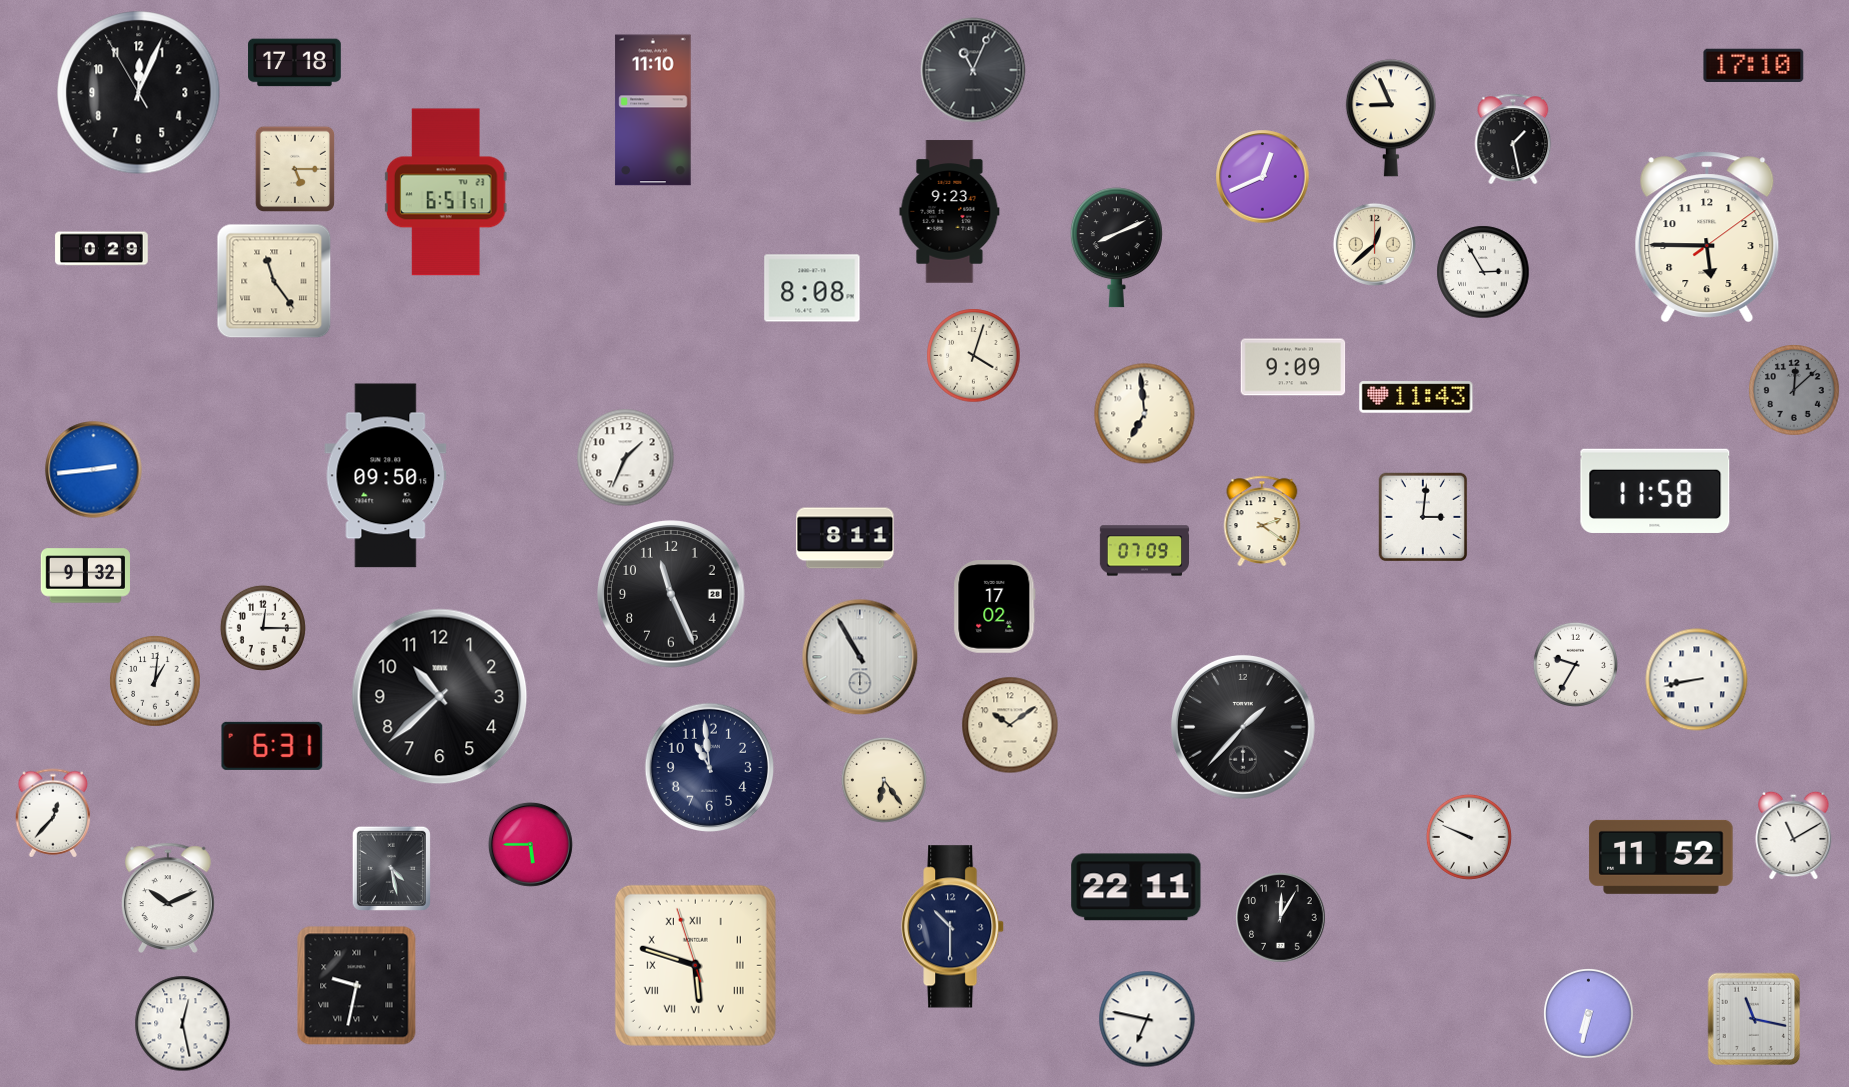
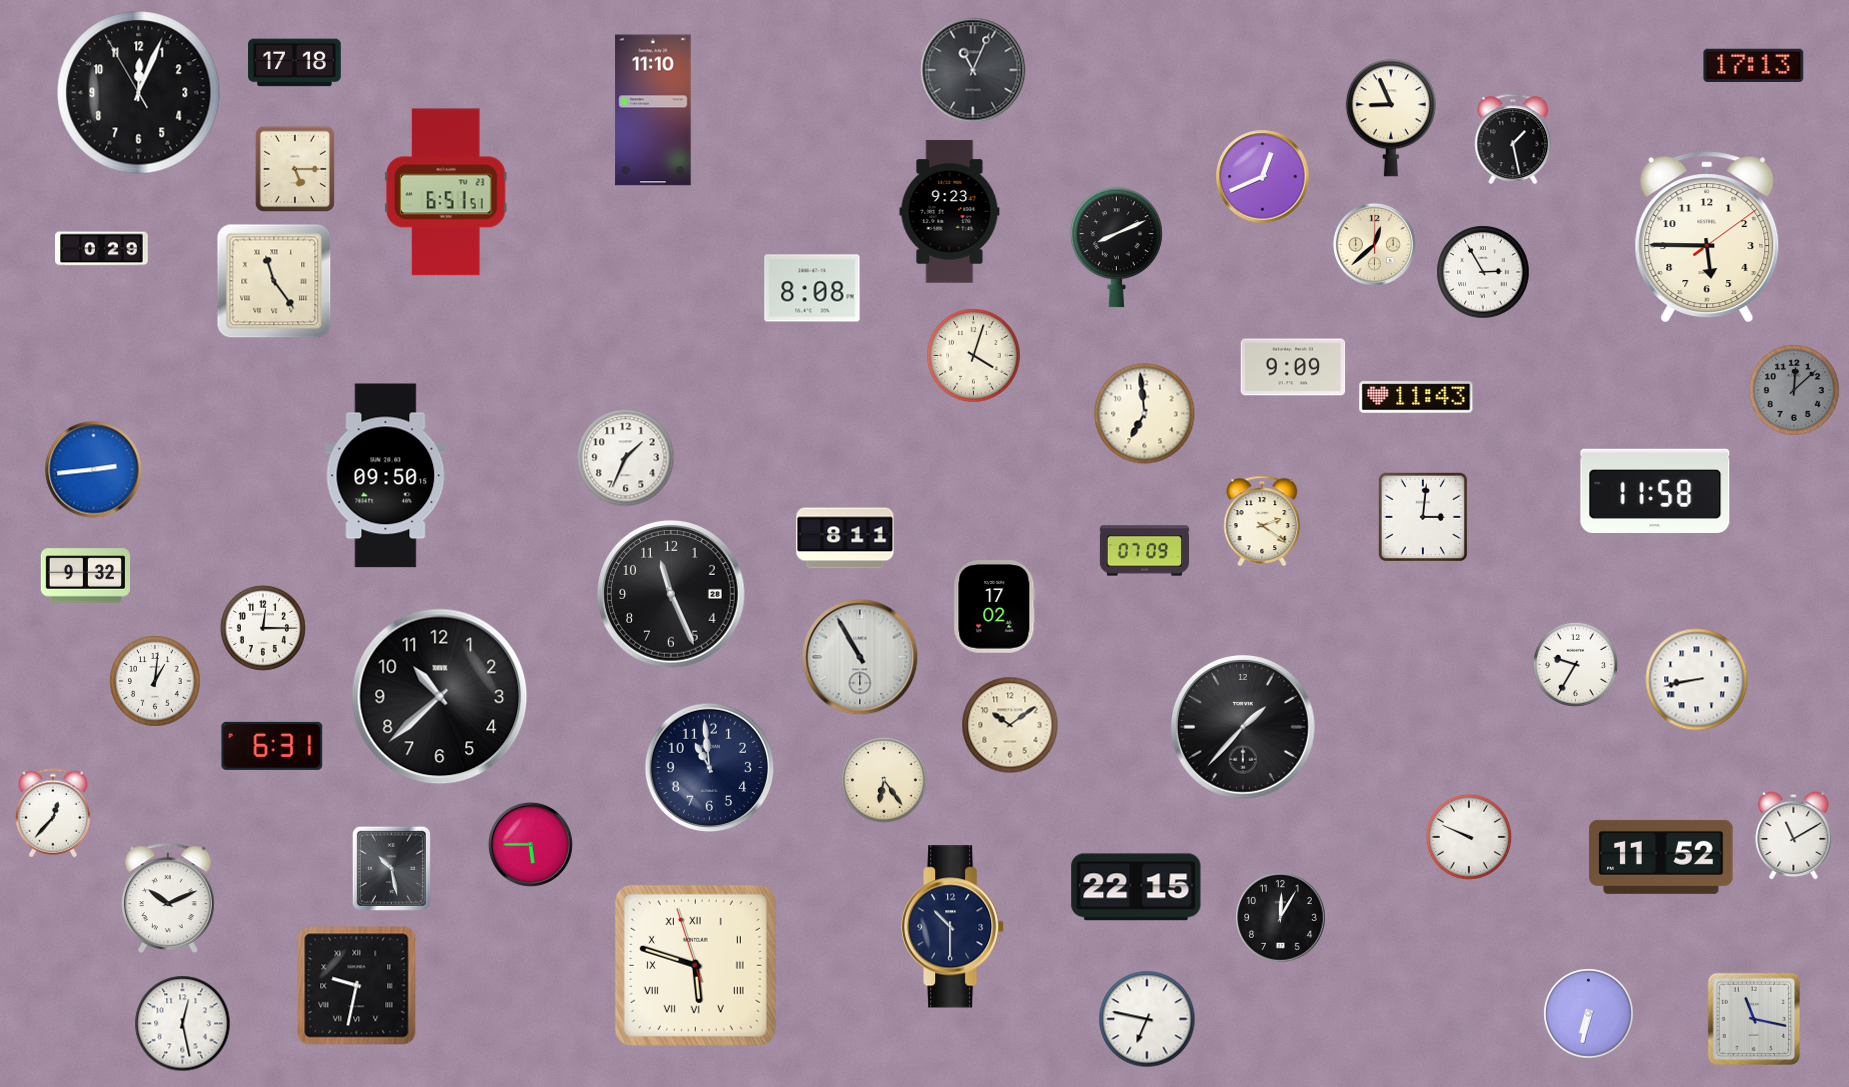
clock at (1754, 65): 17:10 -> 17:13
clock at (391, 868): 4:28 -> 10:28
clock at (1136, 887): 22:11 -> 22:15
